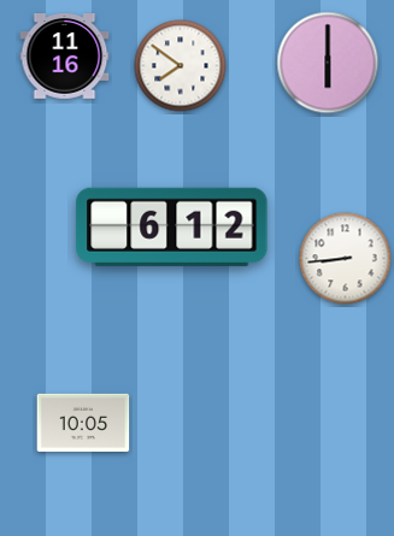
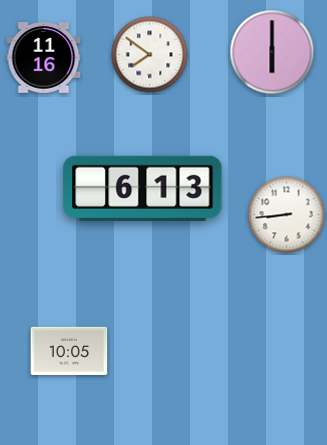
clock at (65, 57) position: (65, 57) -> (44, 58)
clock at (172, 226): 6:12 -> 6:13
